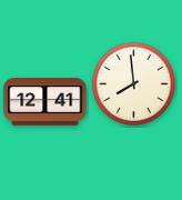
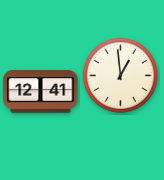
clock at (133, 83): 7:59 -> 12:59
